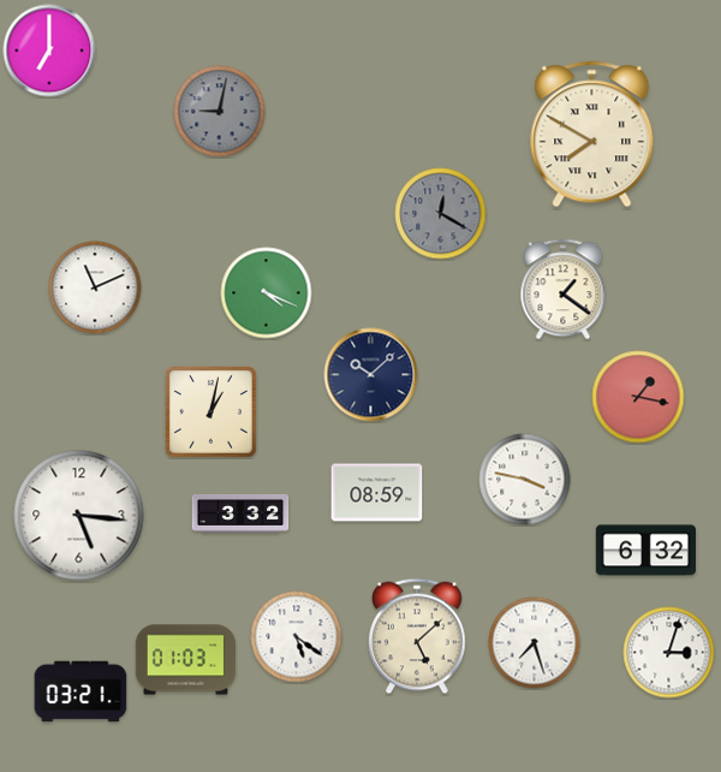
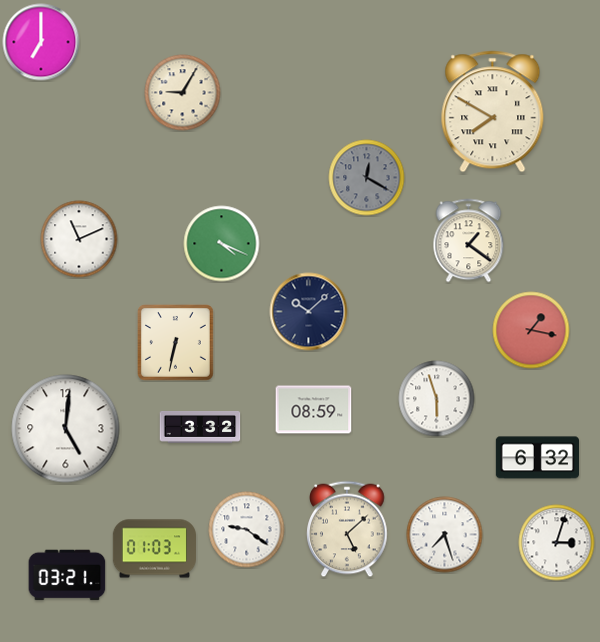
clock at (220, 112): 9:02 -> 9:05
clock at (220, 112) dial: grey -> cream
clock at (210, 411): 1:02 -> 6:32
clock at (525, 480): 3:47 -> 5:57
clock at (79, 516): 5:16 -> 5:01
clock at (297, 637): 5:21 -> 9:21
